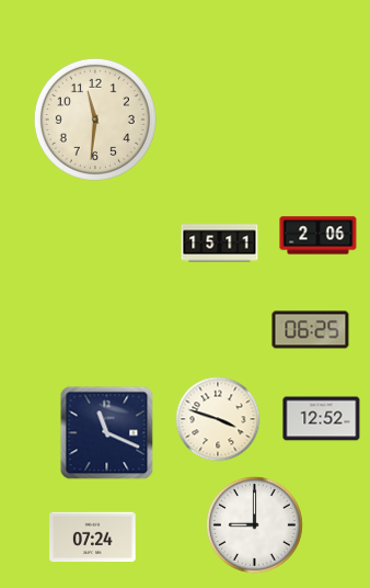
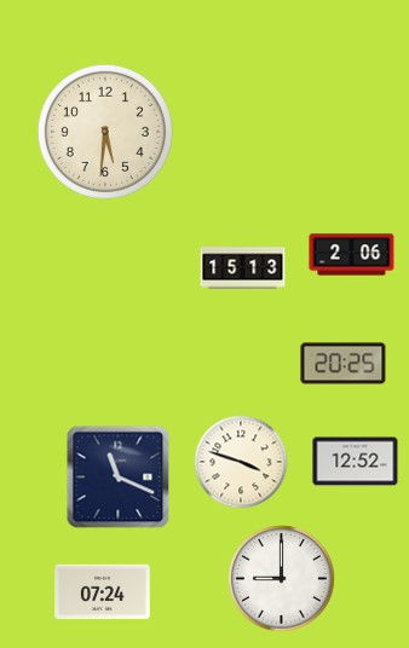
clock at (95, 120): 11:31 -> 5:31
clock at (319, 236) position: (319, 236) -> (352, 255)
clock at (220, 244): 15:11 -> 15:13
clock at (311, 330): 06:25 -> 20:25
